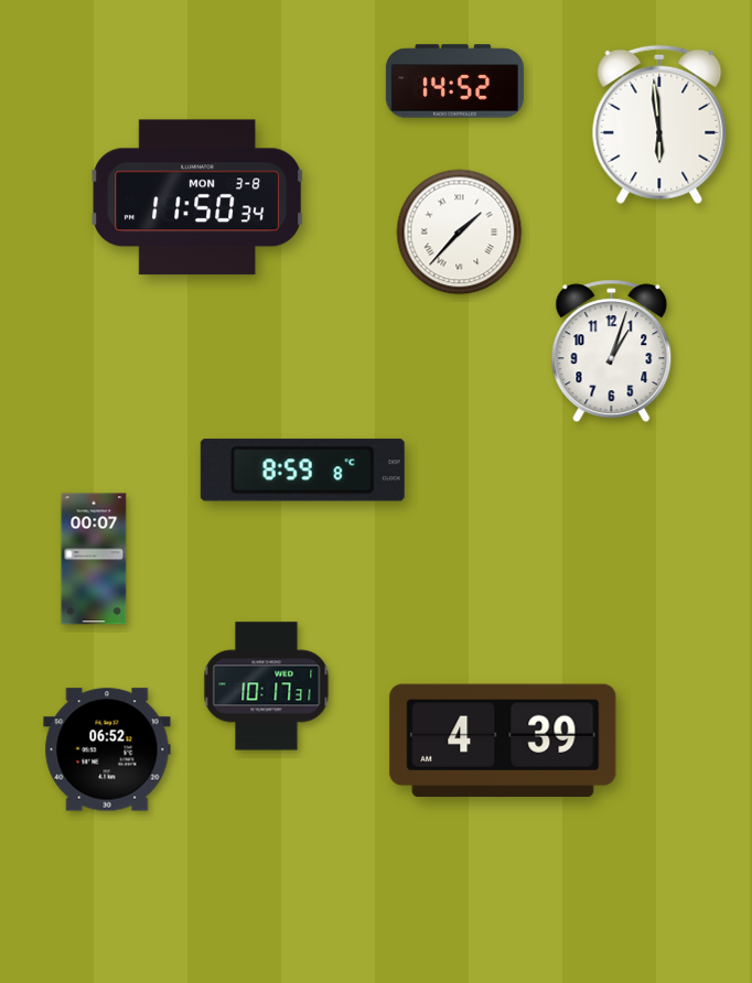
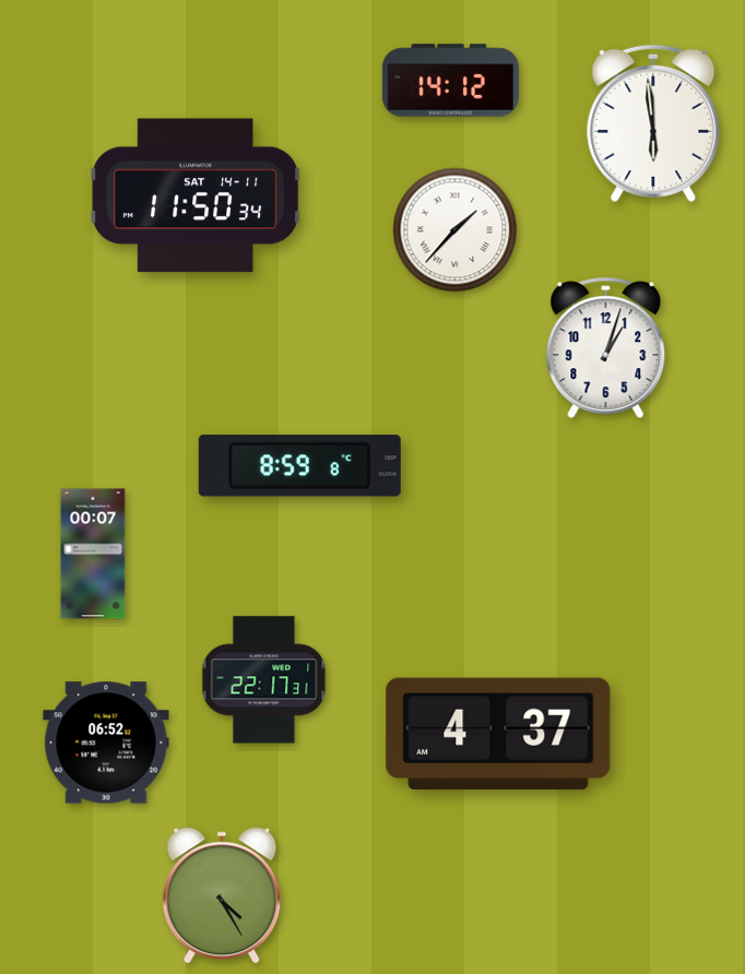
clock at (454, 82): 14:52 -> 14:12
clock at (198, 197) date: MON 3-8 -> SAT 14-11
clock at (267, 687): 10:17 -> 22:17
clock at (503, 741): 4:39 -> 4:37
clock at (222, 895): none -> 4:25
